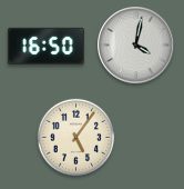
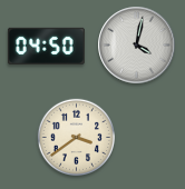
clock at (45, 46): 16:50 -> 04:50
clock at (75, 137): 5:06 -> 3:39
